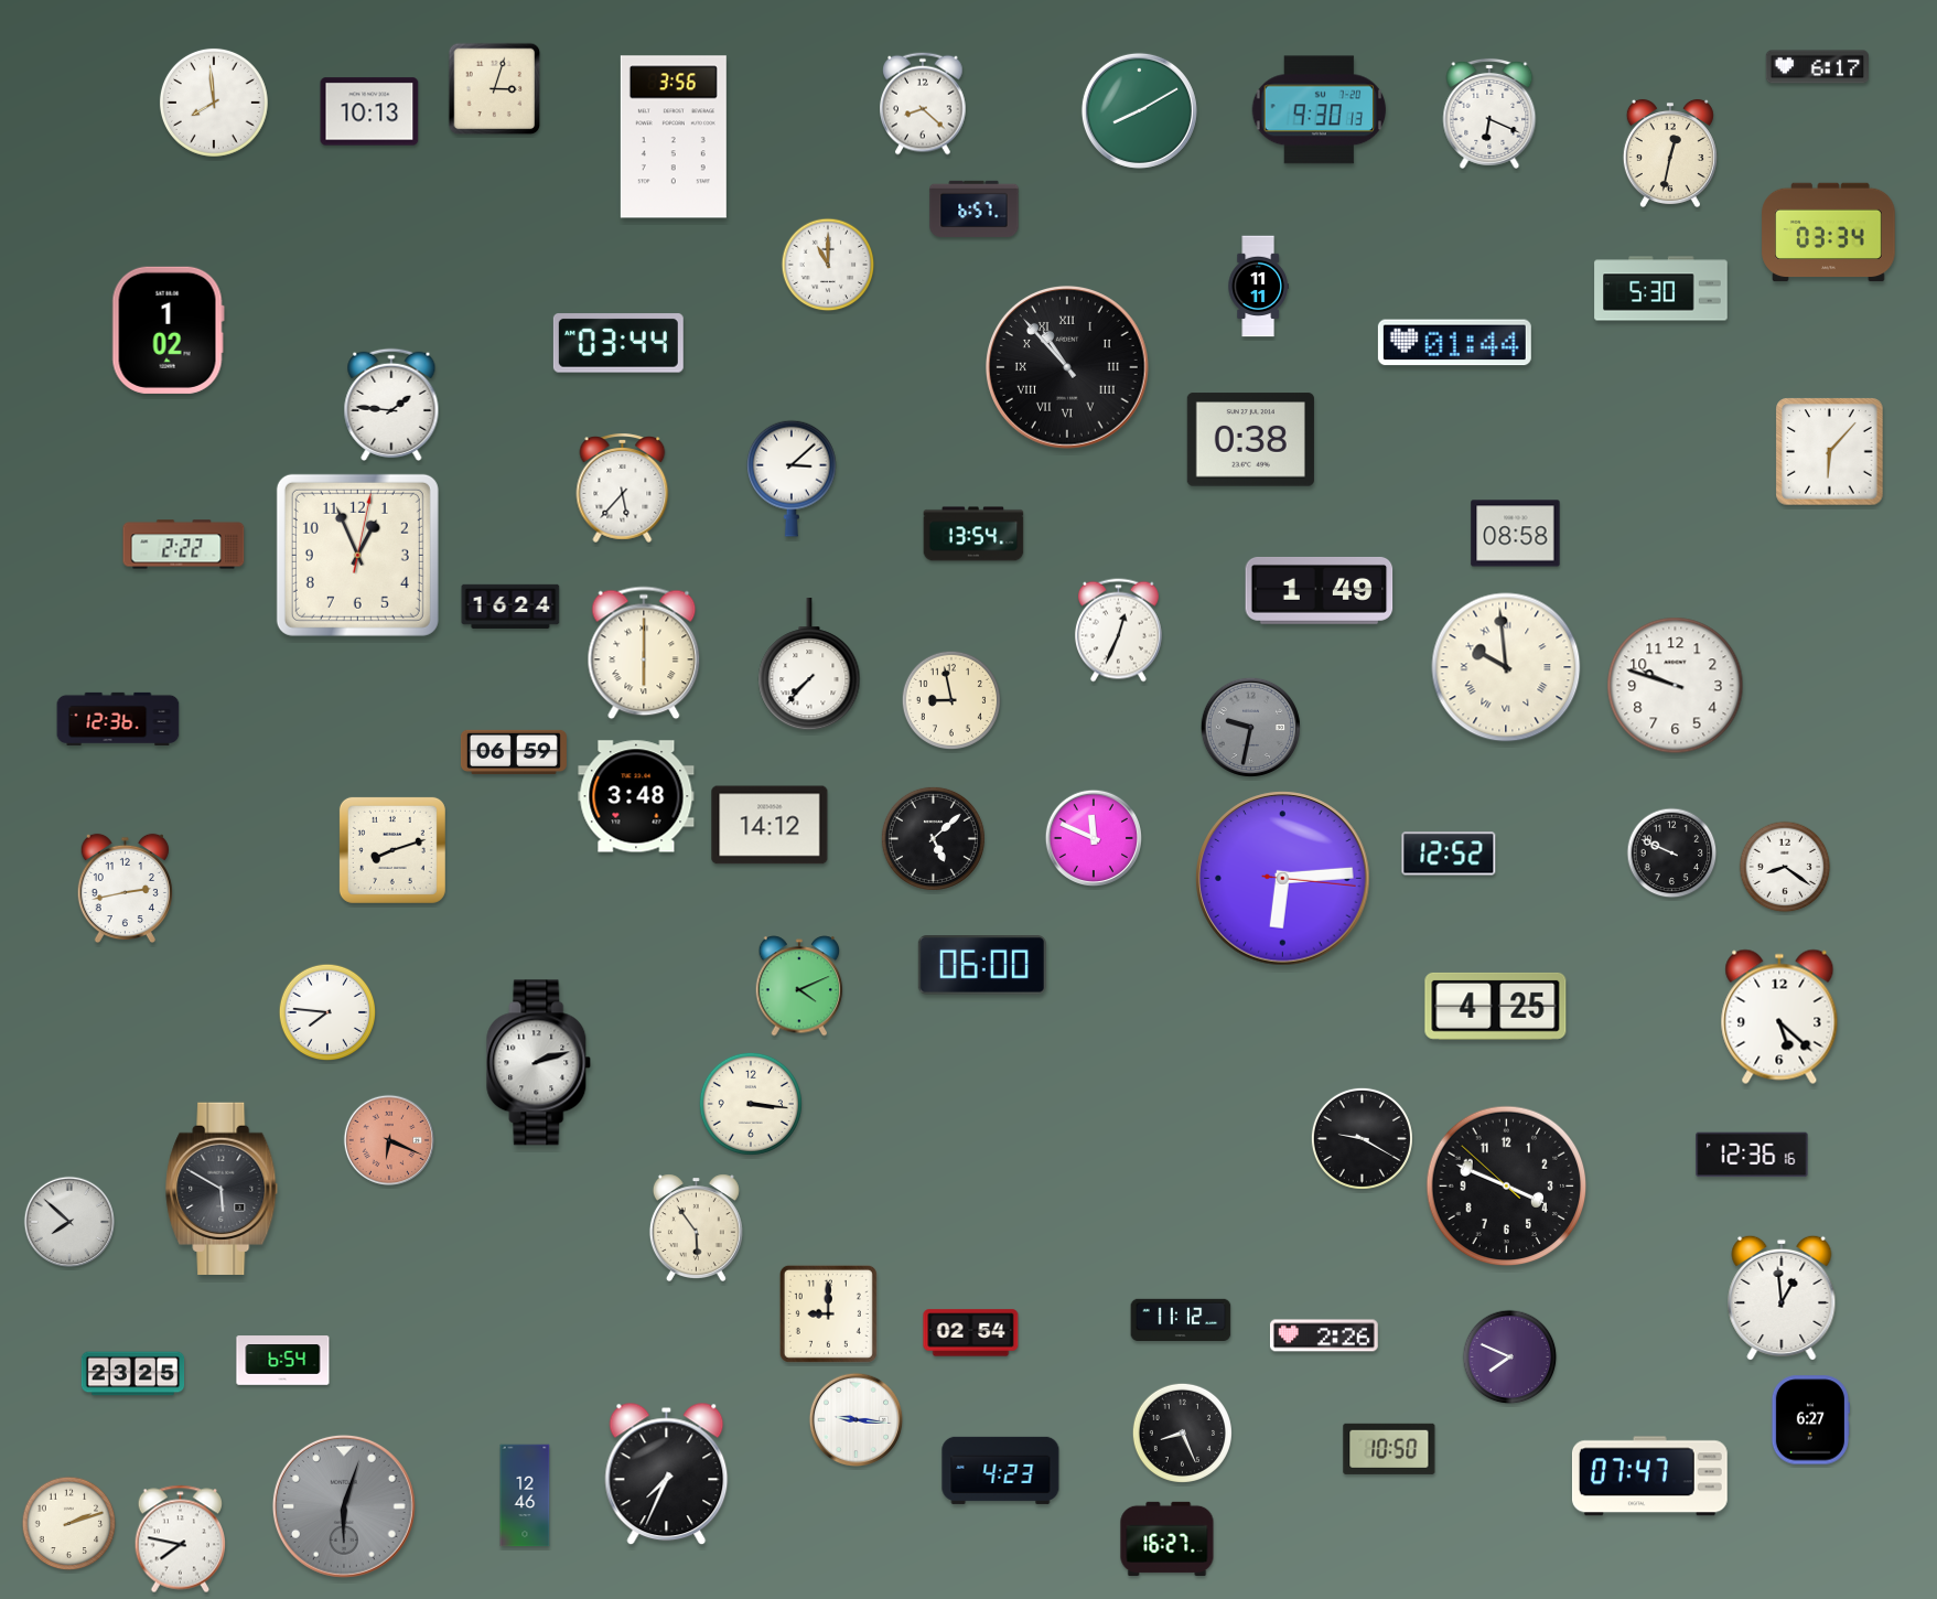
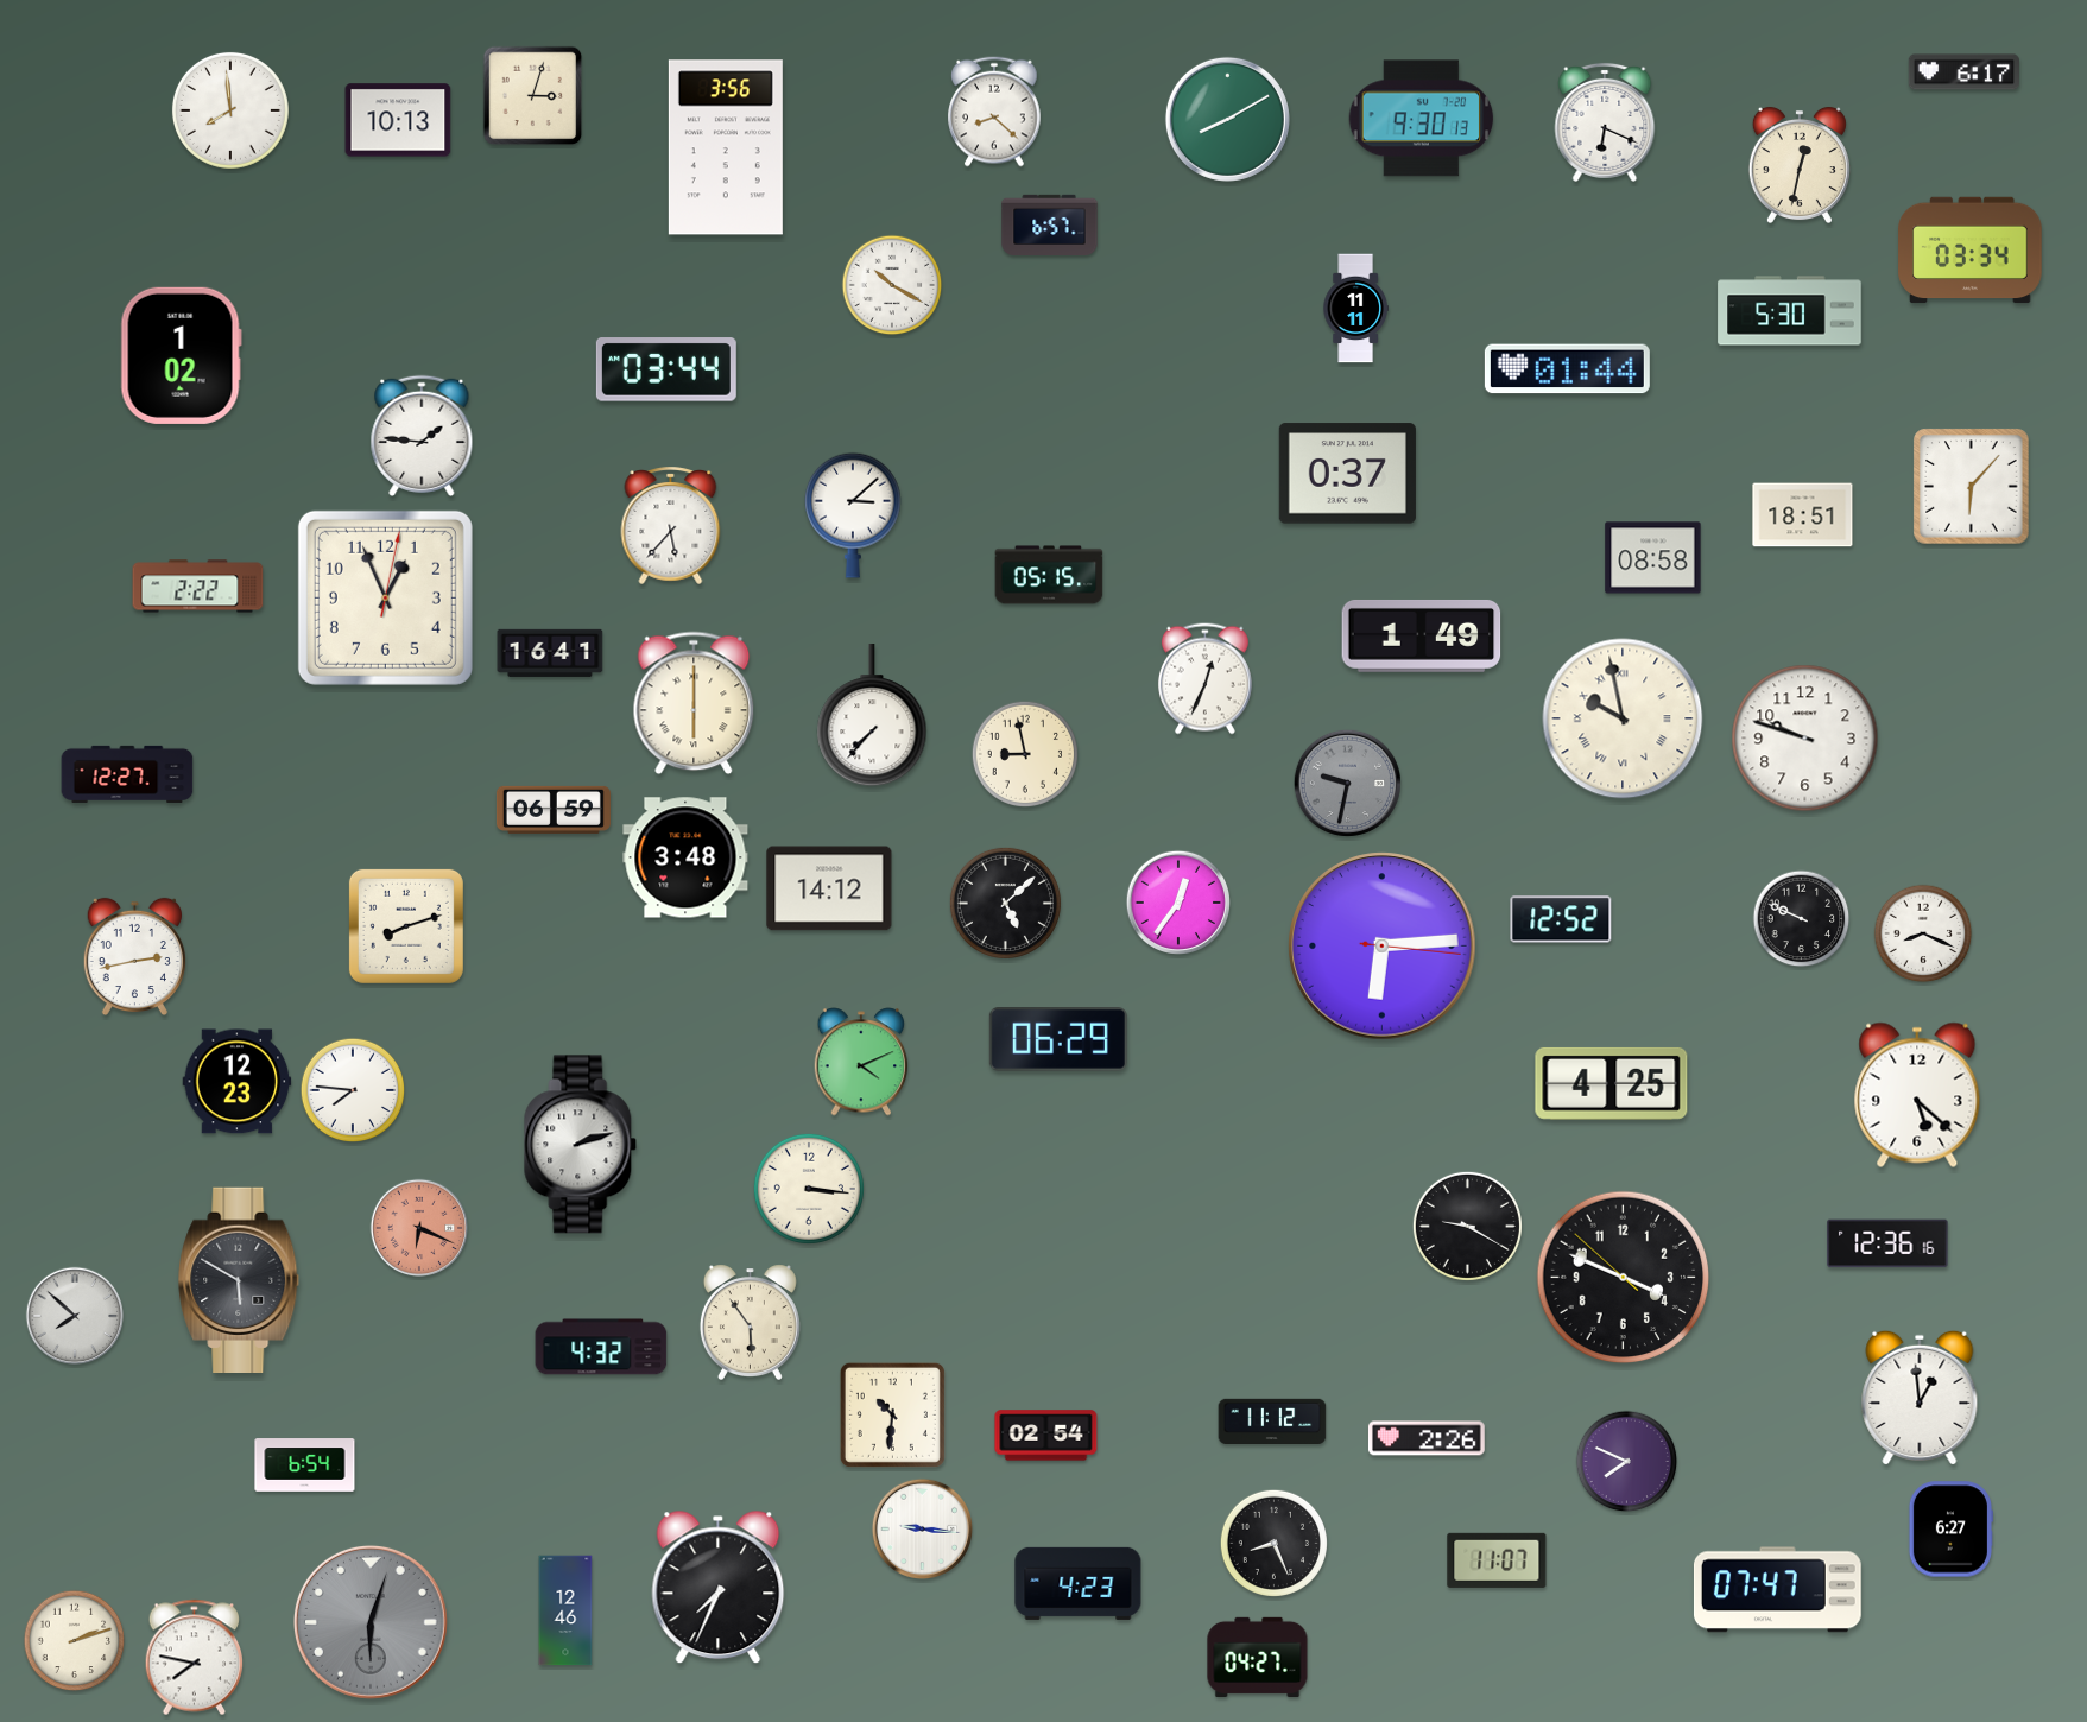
clock at (1817, 67) position: (1817, 67) -> (1963, 72)
clock at (828, 265): 11:00 -> 10:20
clock at (1068, 368): 10:53 -> none
clock at (1250, 440): 0:38 -> 0:37
clock at (1803, 515): none -> 18:51
clock at (973, 534): 13:54 -> 05:15
clock at (1516, 534) position: (1516, 534) -> (1653, 558)
clock at (510, 607): 16:24 -> 16:41
clock at (1506, 667): 9:59 -> 9:58
clock at (118, 719): 12:36 -> 12:27
clock at (1093, 837): 11:49 -> 12:36
clock at (392, 850) position: (392, 850) -> (406, 926)
clock at (1785, 867): 8:21 -> 8:19
clock at (982, 966): 06:00 -> 06:29
clock at (238, 1082): none -> 12:23
clock at (601, 1347): none -> 4:32
clock at (828, 1313): 9:00 -> 10:31
clock at (133, 1374): 23:25 -> none
clock at (1389, 1449): 10:50 -> 11:07
clock at (1167, 1538): 16:27 -> 04:27
